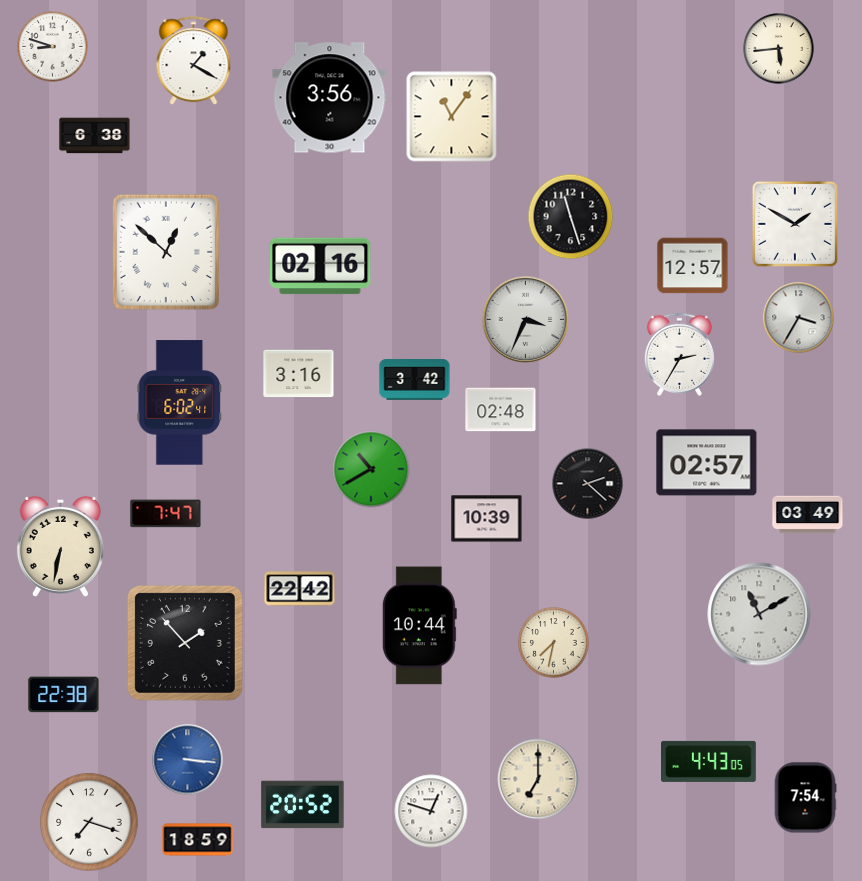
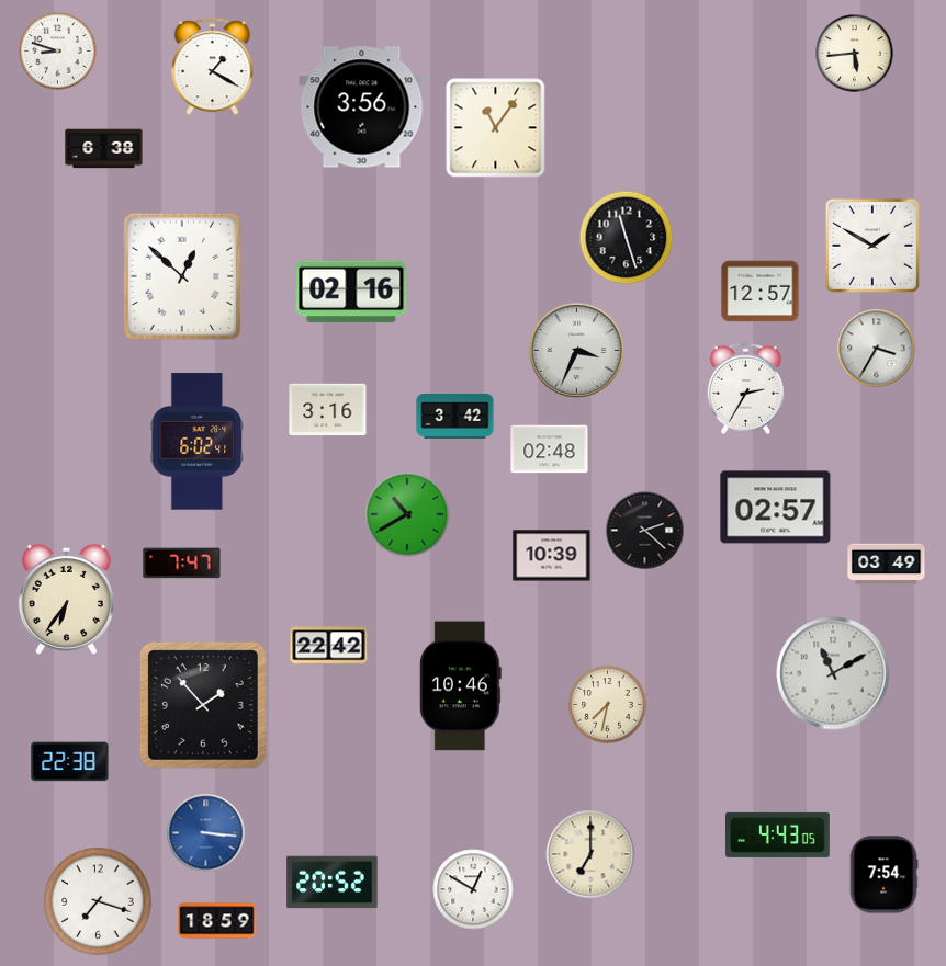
clock at (487, 519) position: (487, 519) -> (552, 556)
clock at (60, 546): 6:32 -> 6:36
clock at (419, 626): 10:44 -> 10:46
clock at (431, 811): 12:48 -> 12:50
